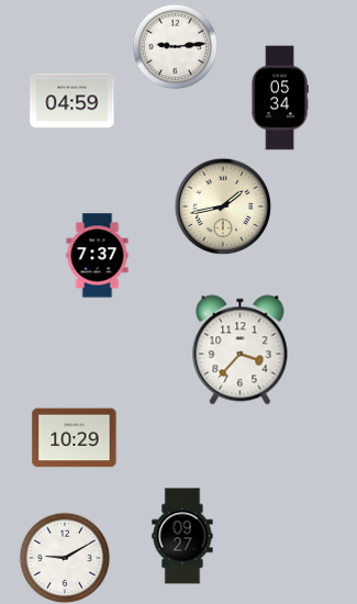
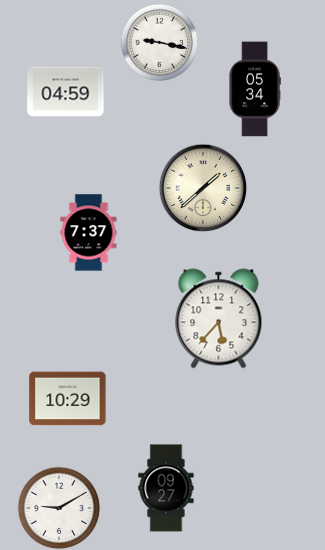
clock at (175, 46): 9:14 -> 9:17
clock at (223, 206): 1:43 -> 1:38
clock at (241, 350): 3:37 -> 5:37
